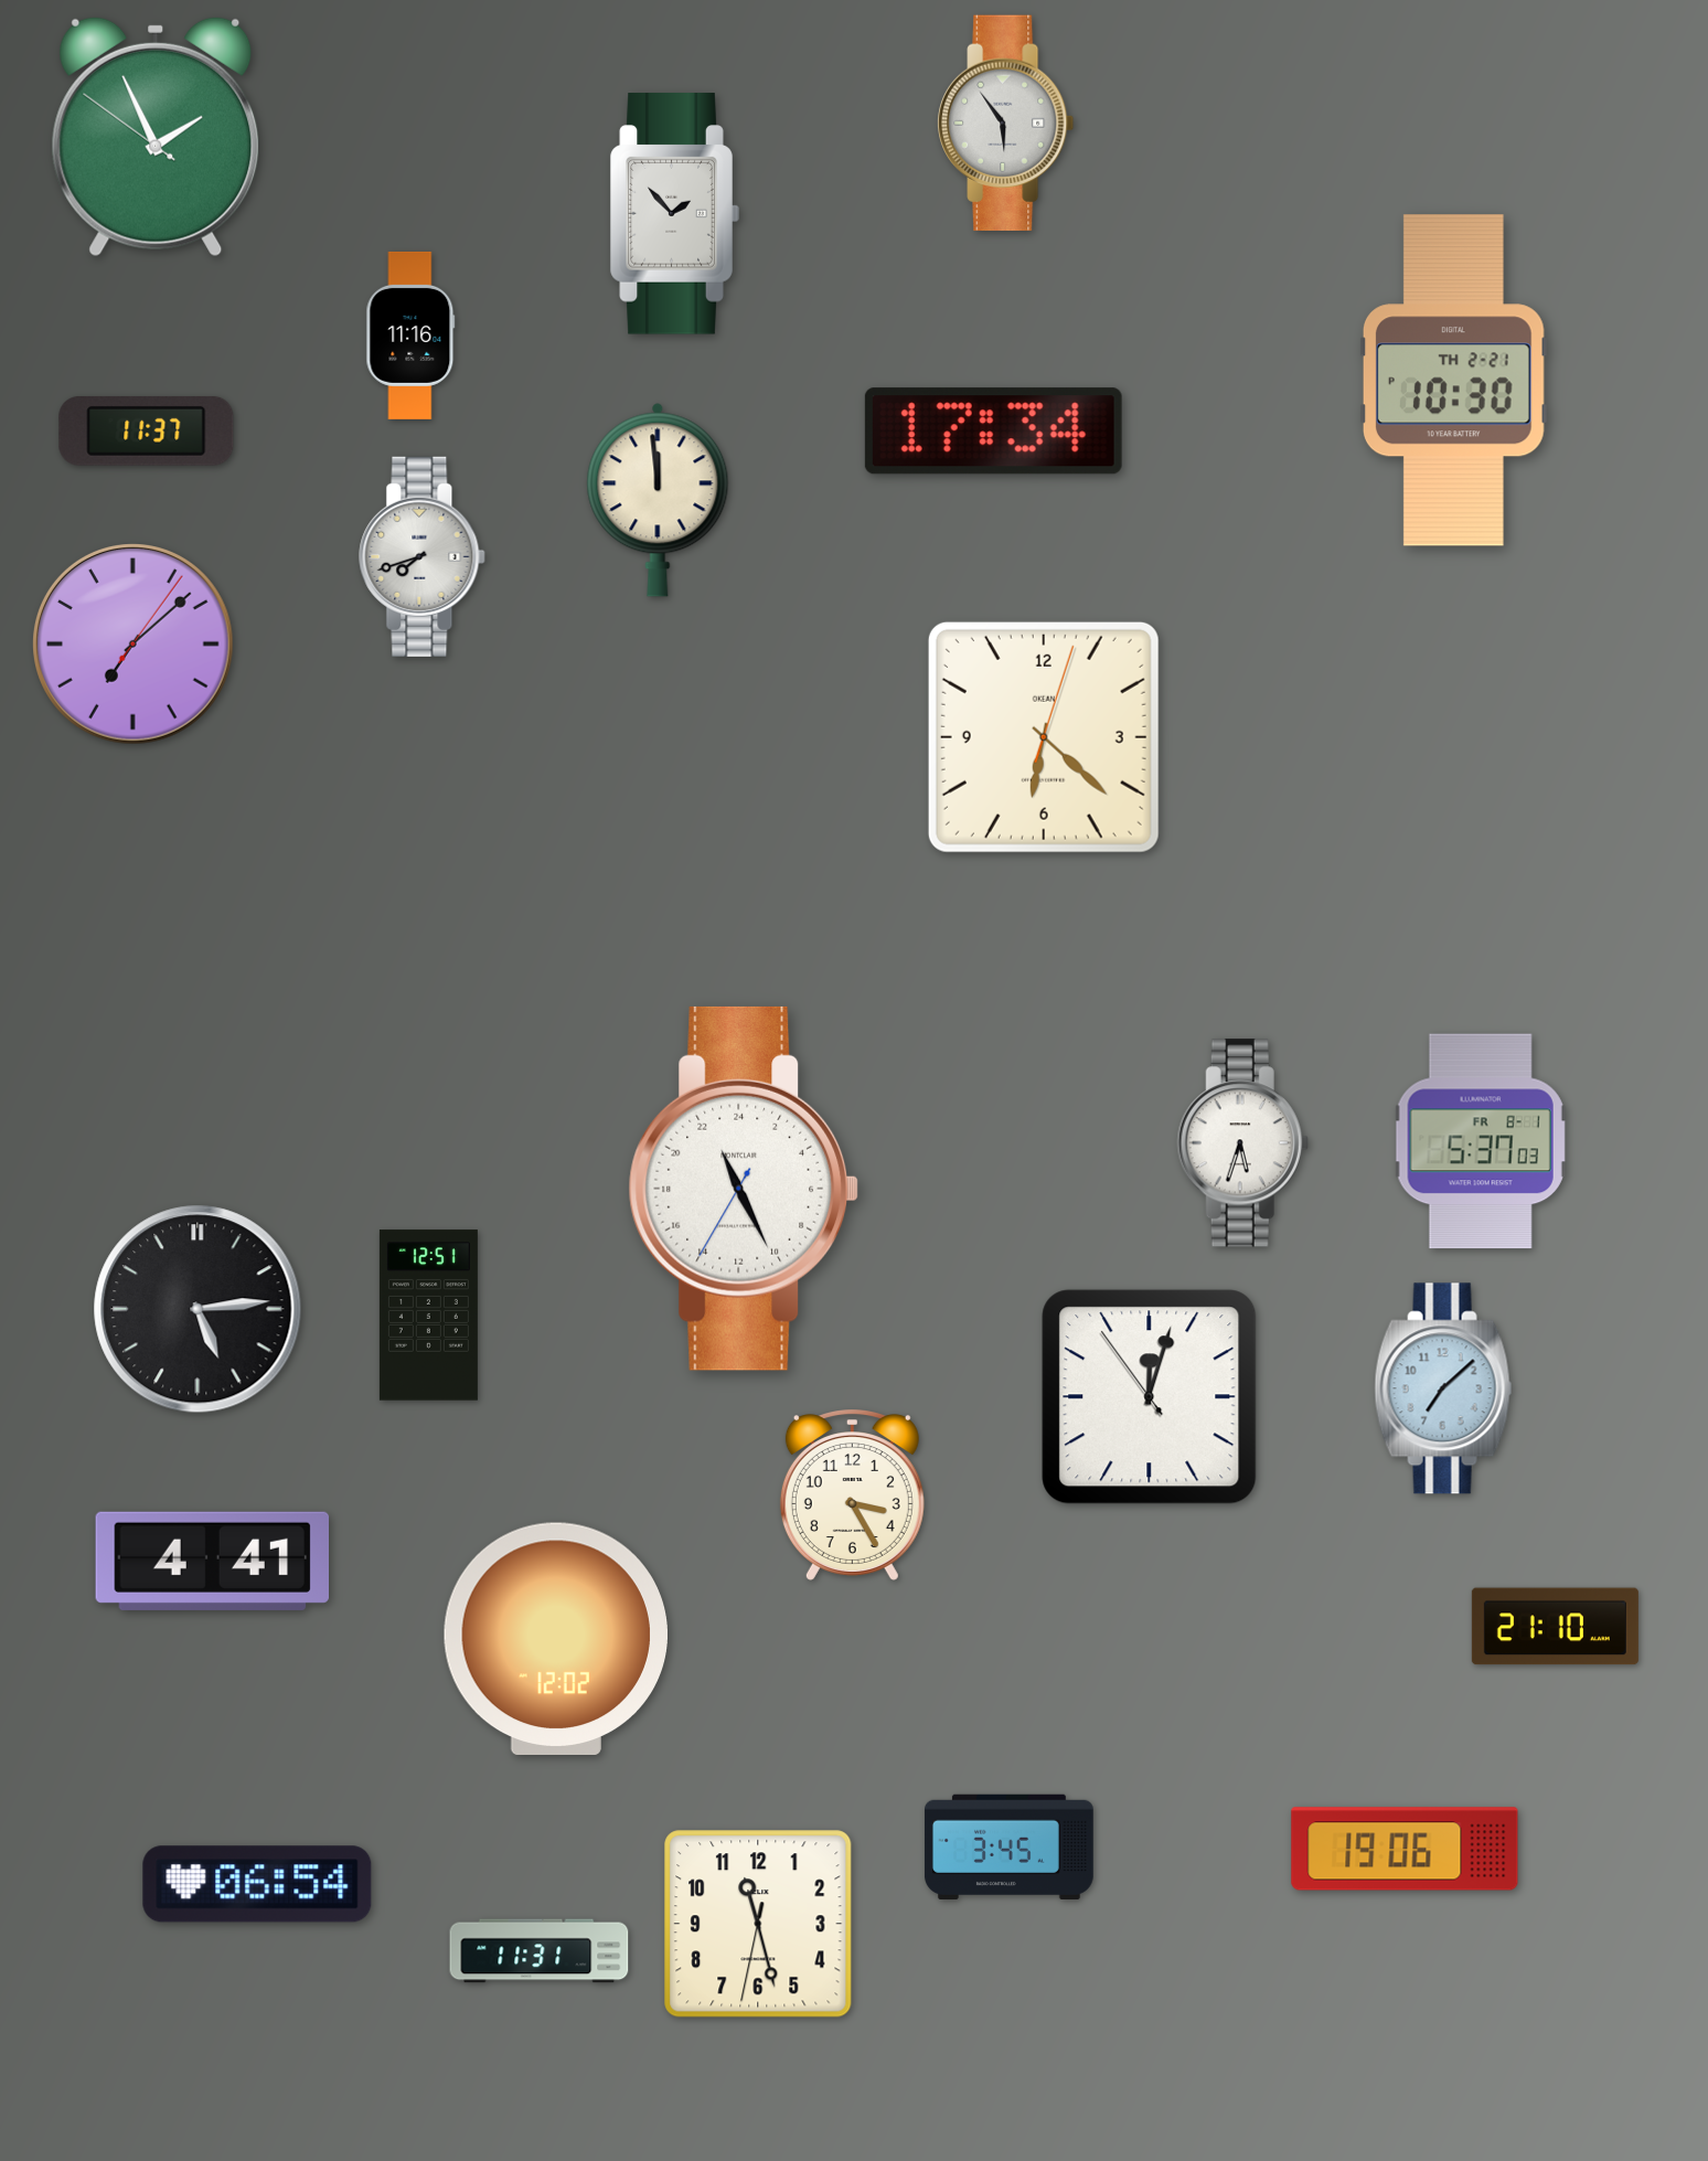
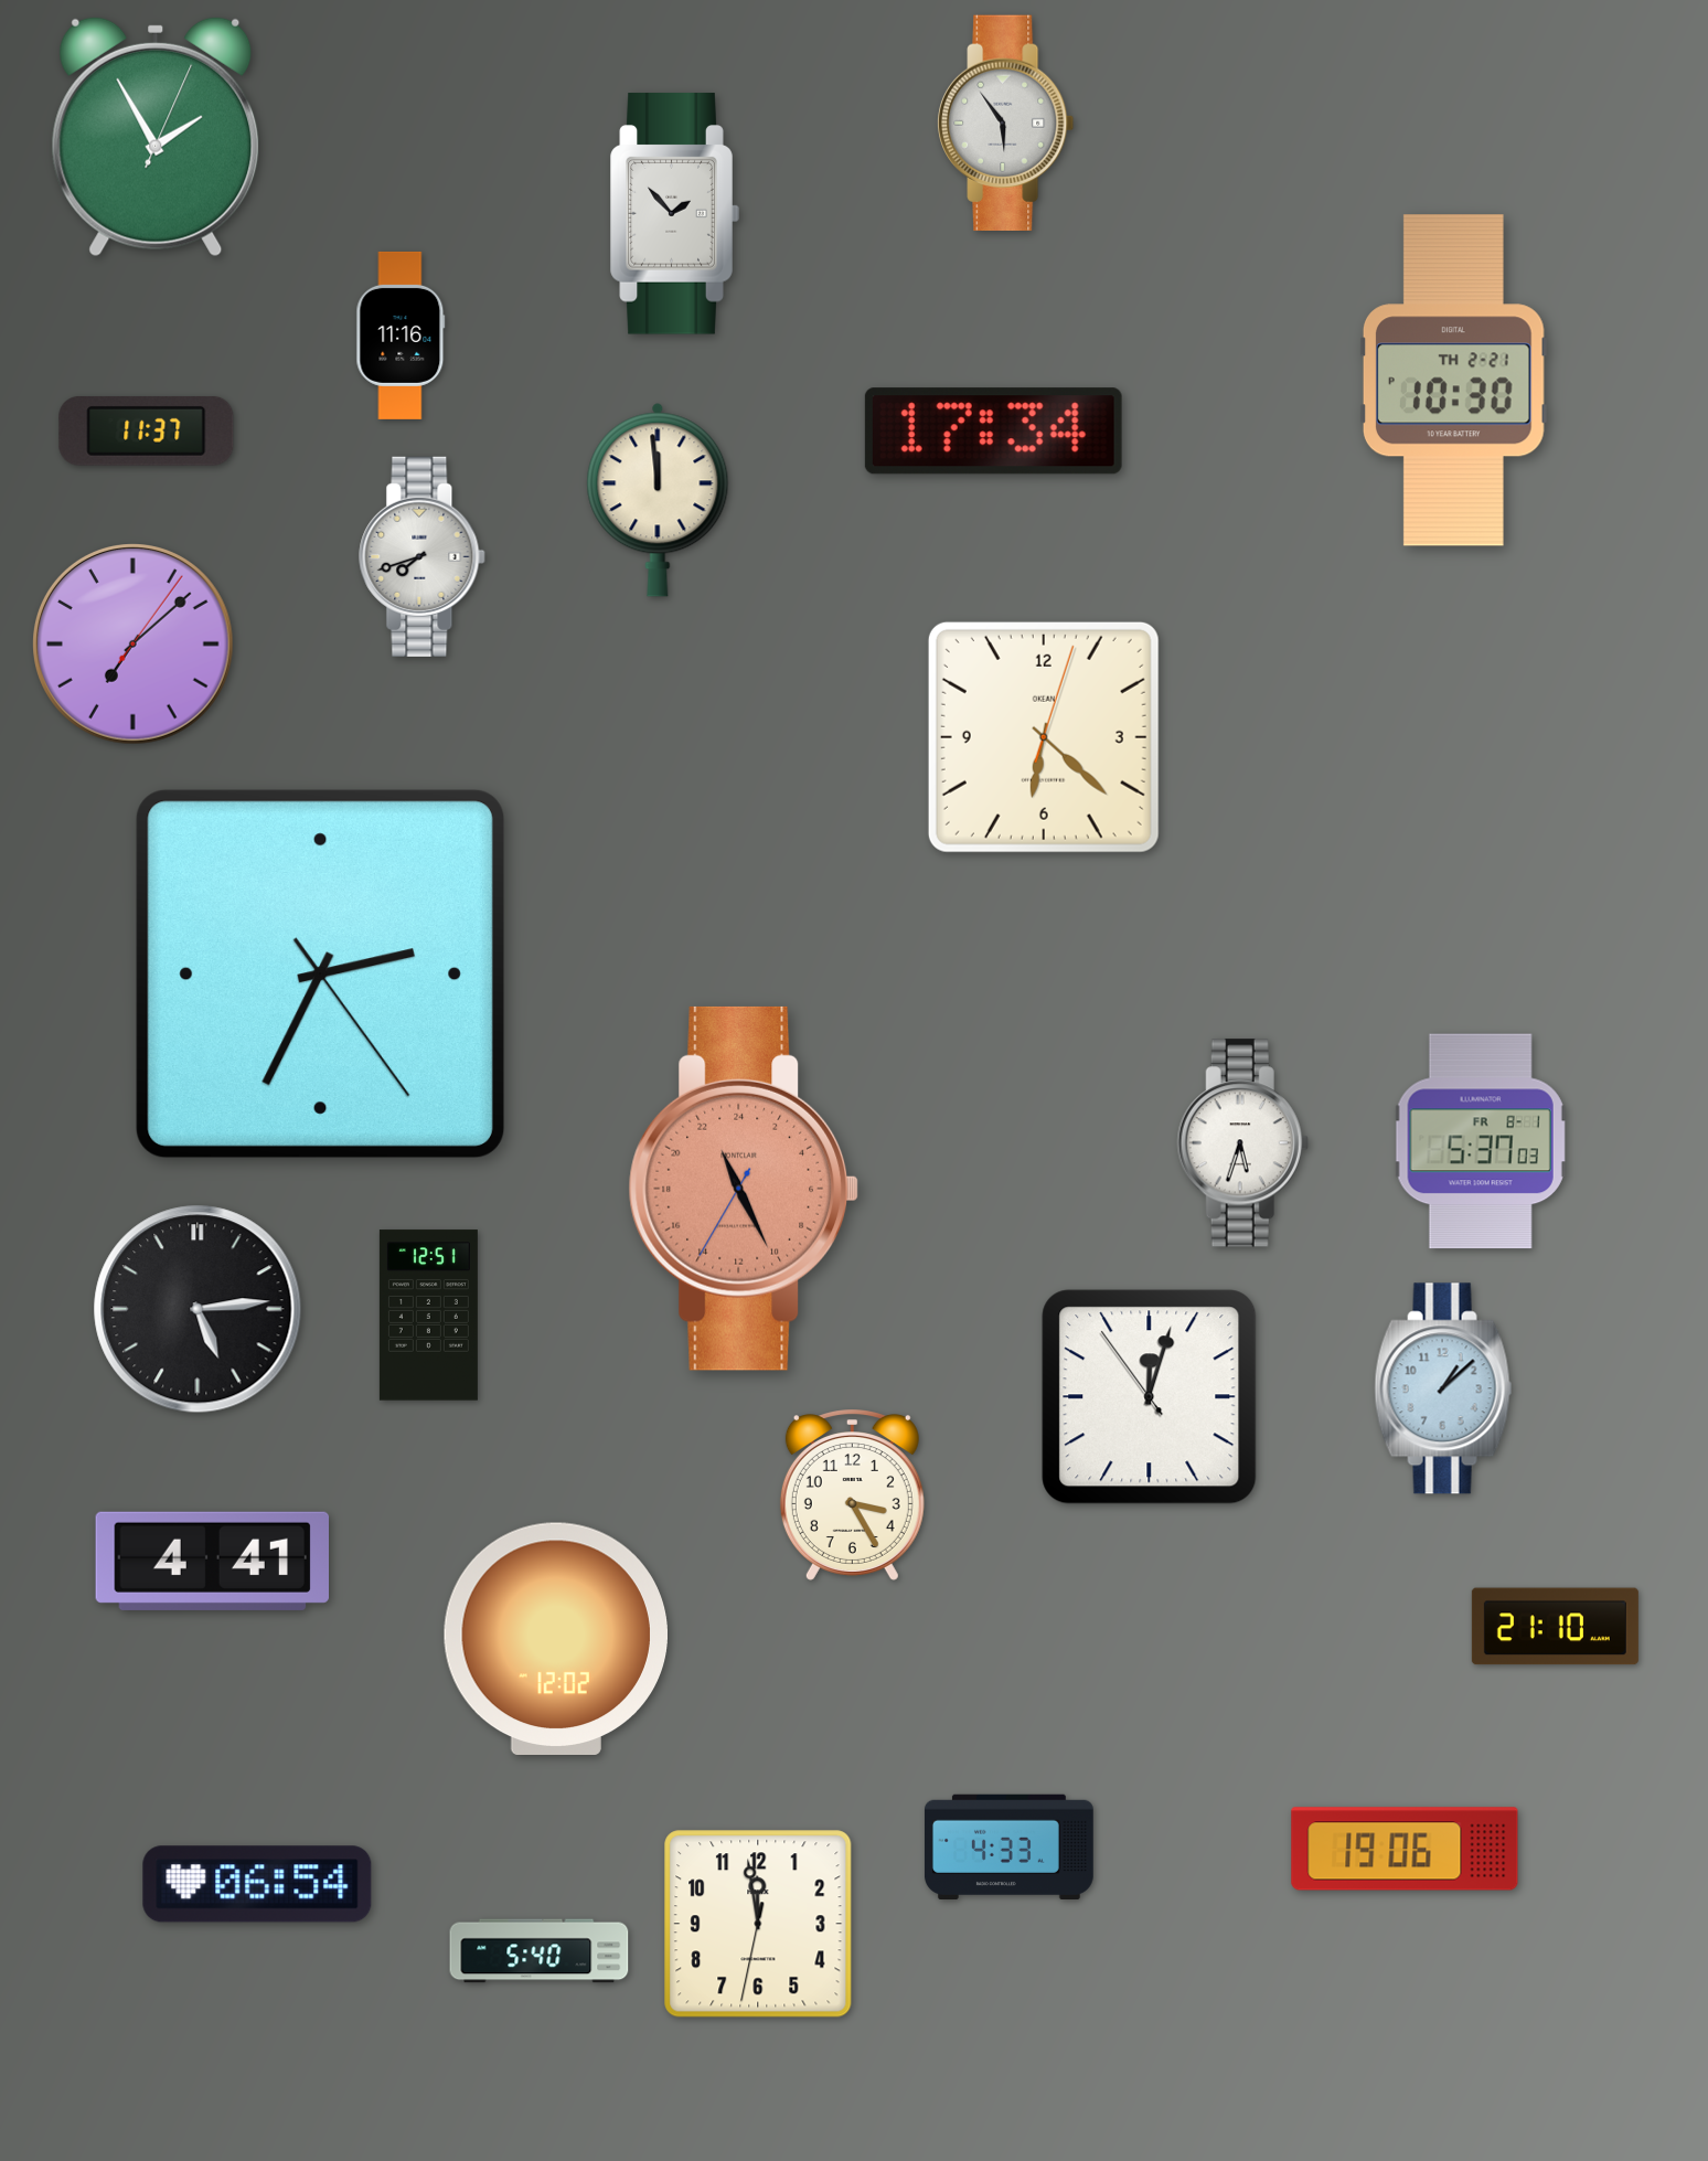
clock at (156, 137): 1:55:51 -> 1:55:04
clock at (410, 336) position: (410, 336) -> (401, 336)
clock at (320, 973): none -> 2:34
clock at (744, 1189) dial: white -> salmon
clock at (1443, 1388): 7:08 -> 1:08
clock at (1008, 1846): 3:45 -> 4:33
clock at (758, 1924): 11:27 -> 11:58
clock at (540, 1951): 11:31 -> 5:40
